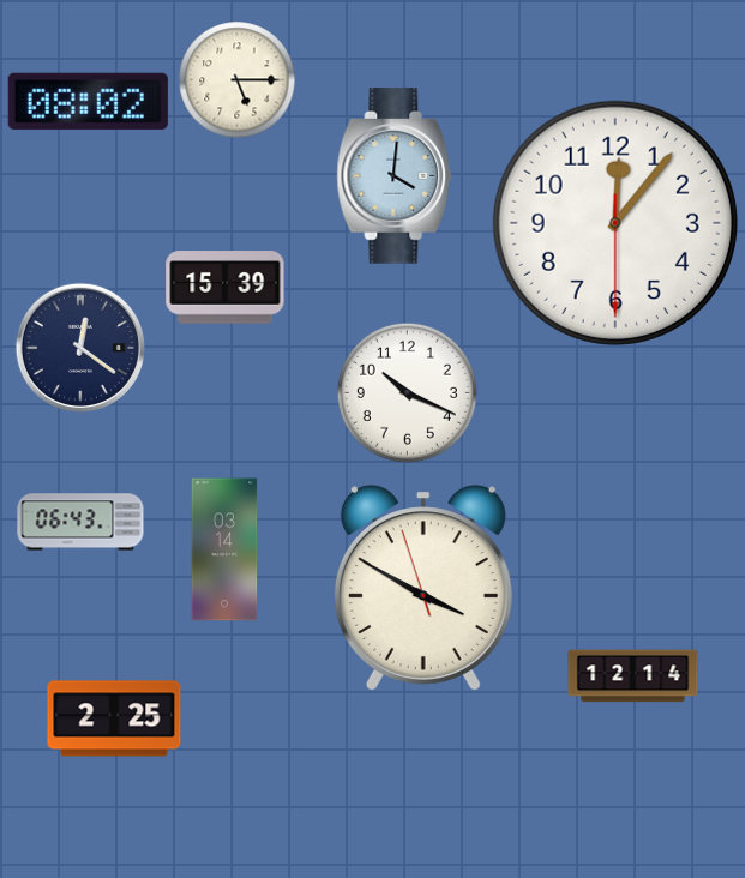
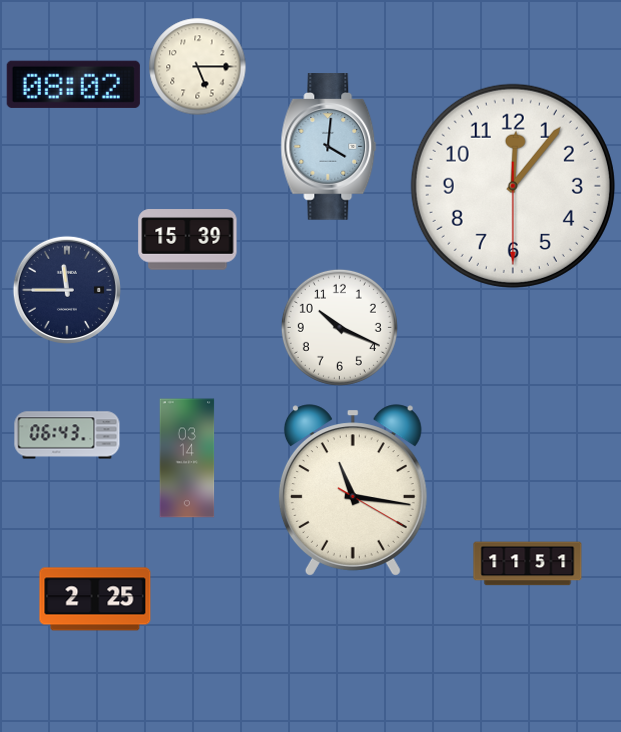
clock at (80, 348): 12:21 -> 11:45
clock at (423, 588): 3:49 -> 11:16
clock at (633, 676): 12:14 -> 11:51
